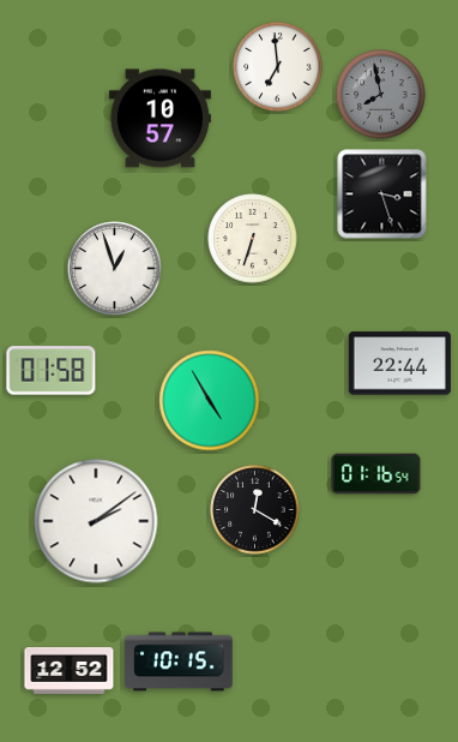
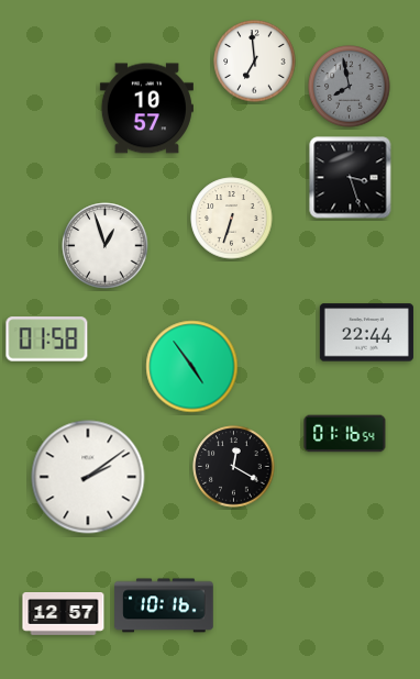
clock at (210, 401): 4:55 -> 4:54
clock at (179, 662): 10:15 -> 10:16
clock at (70, 671): 12:52 -> 12:57
